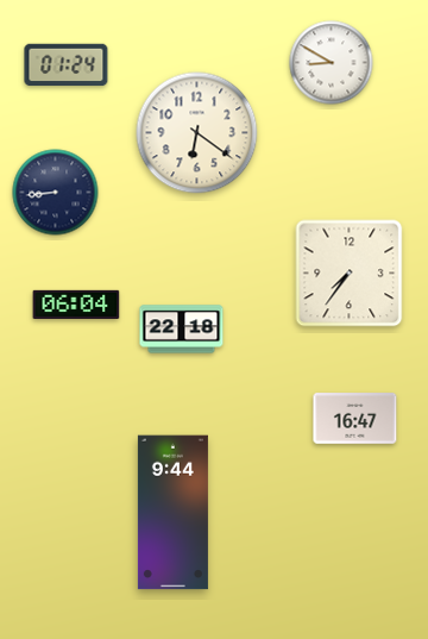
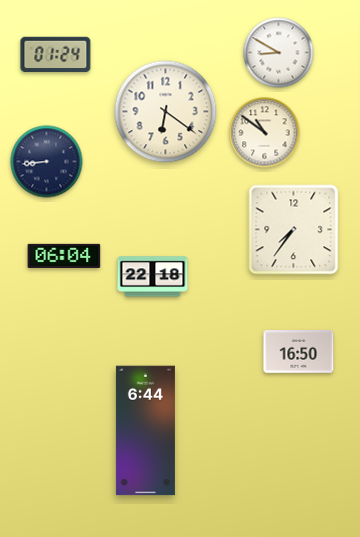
clock at (265, 133): none -> 10:51
clock at (355, 419): 16:47 -> 16:50
clock at (172, 513): 9:44 -> 6:44
